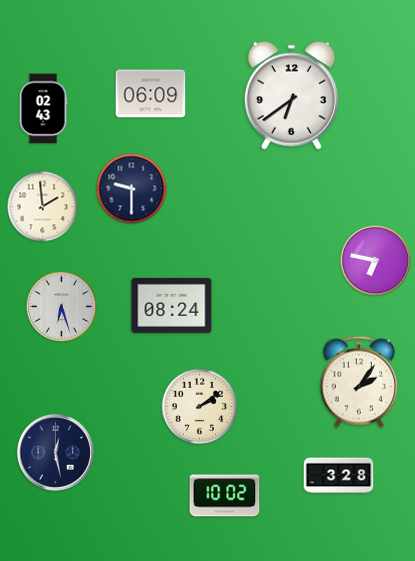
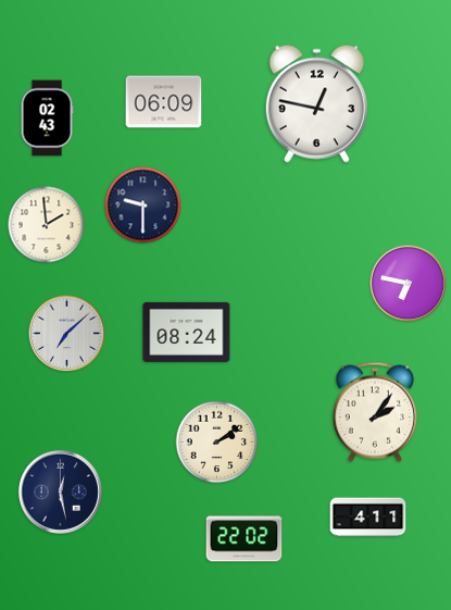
clock at (291, 95): 6:39 -> 12:47
clock at (62, 307): 6:27 -> 7:08
clock at (359, 382) position: (359, 382) -> (375, 412)
clock at (339, 476): 3:28 -> 4:11
clock at (225, 496): 10:02 -> 22:02
